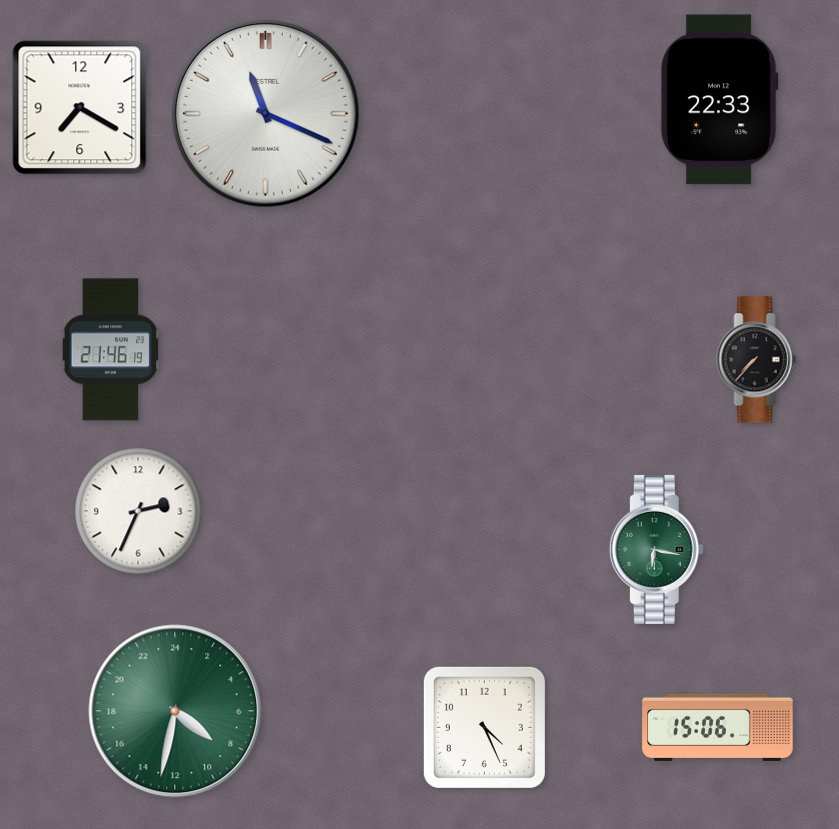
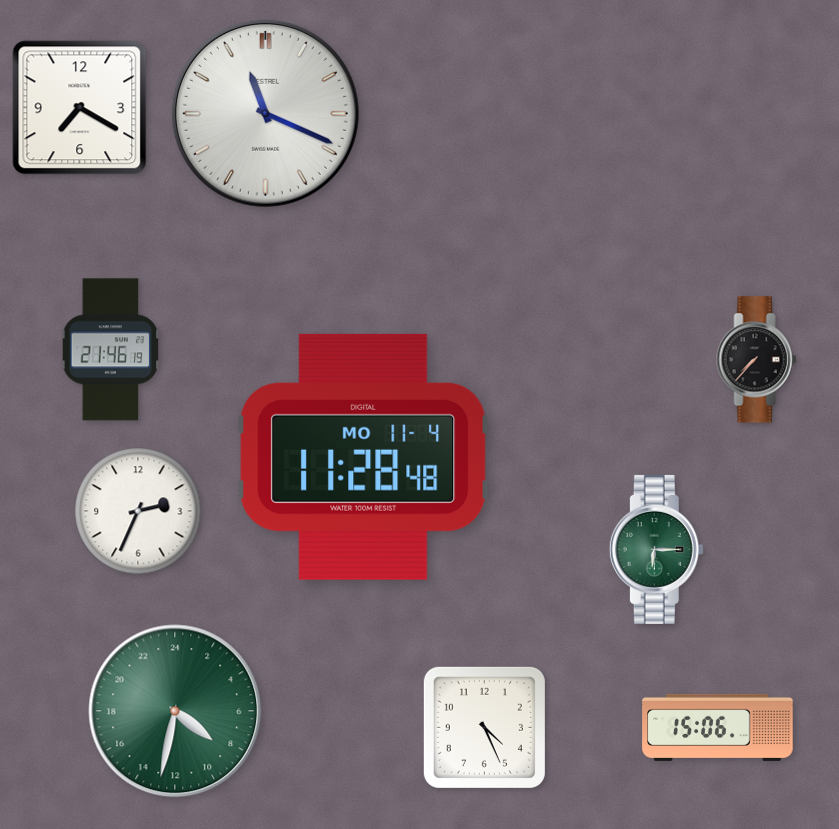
clock at (719, 100): 22:33 -> none
clock at (363, 457): none -> 11:28
clock at (656, 549): 6:17 -> 6:15
